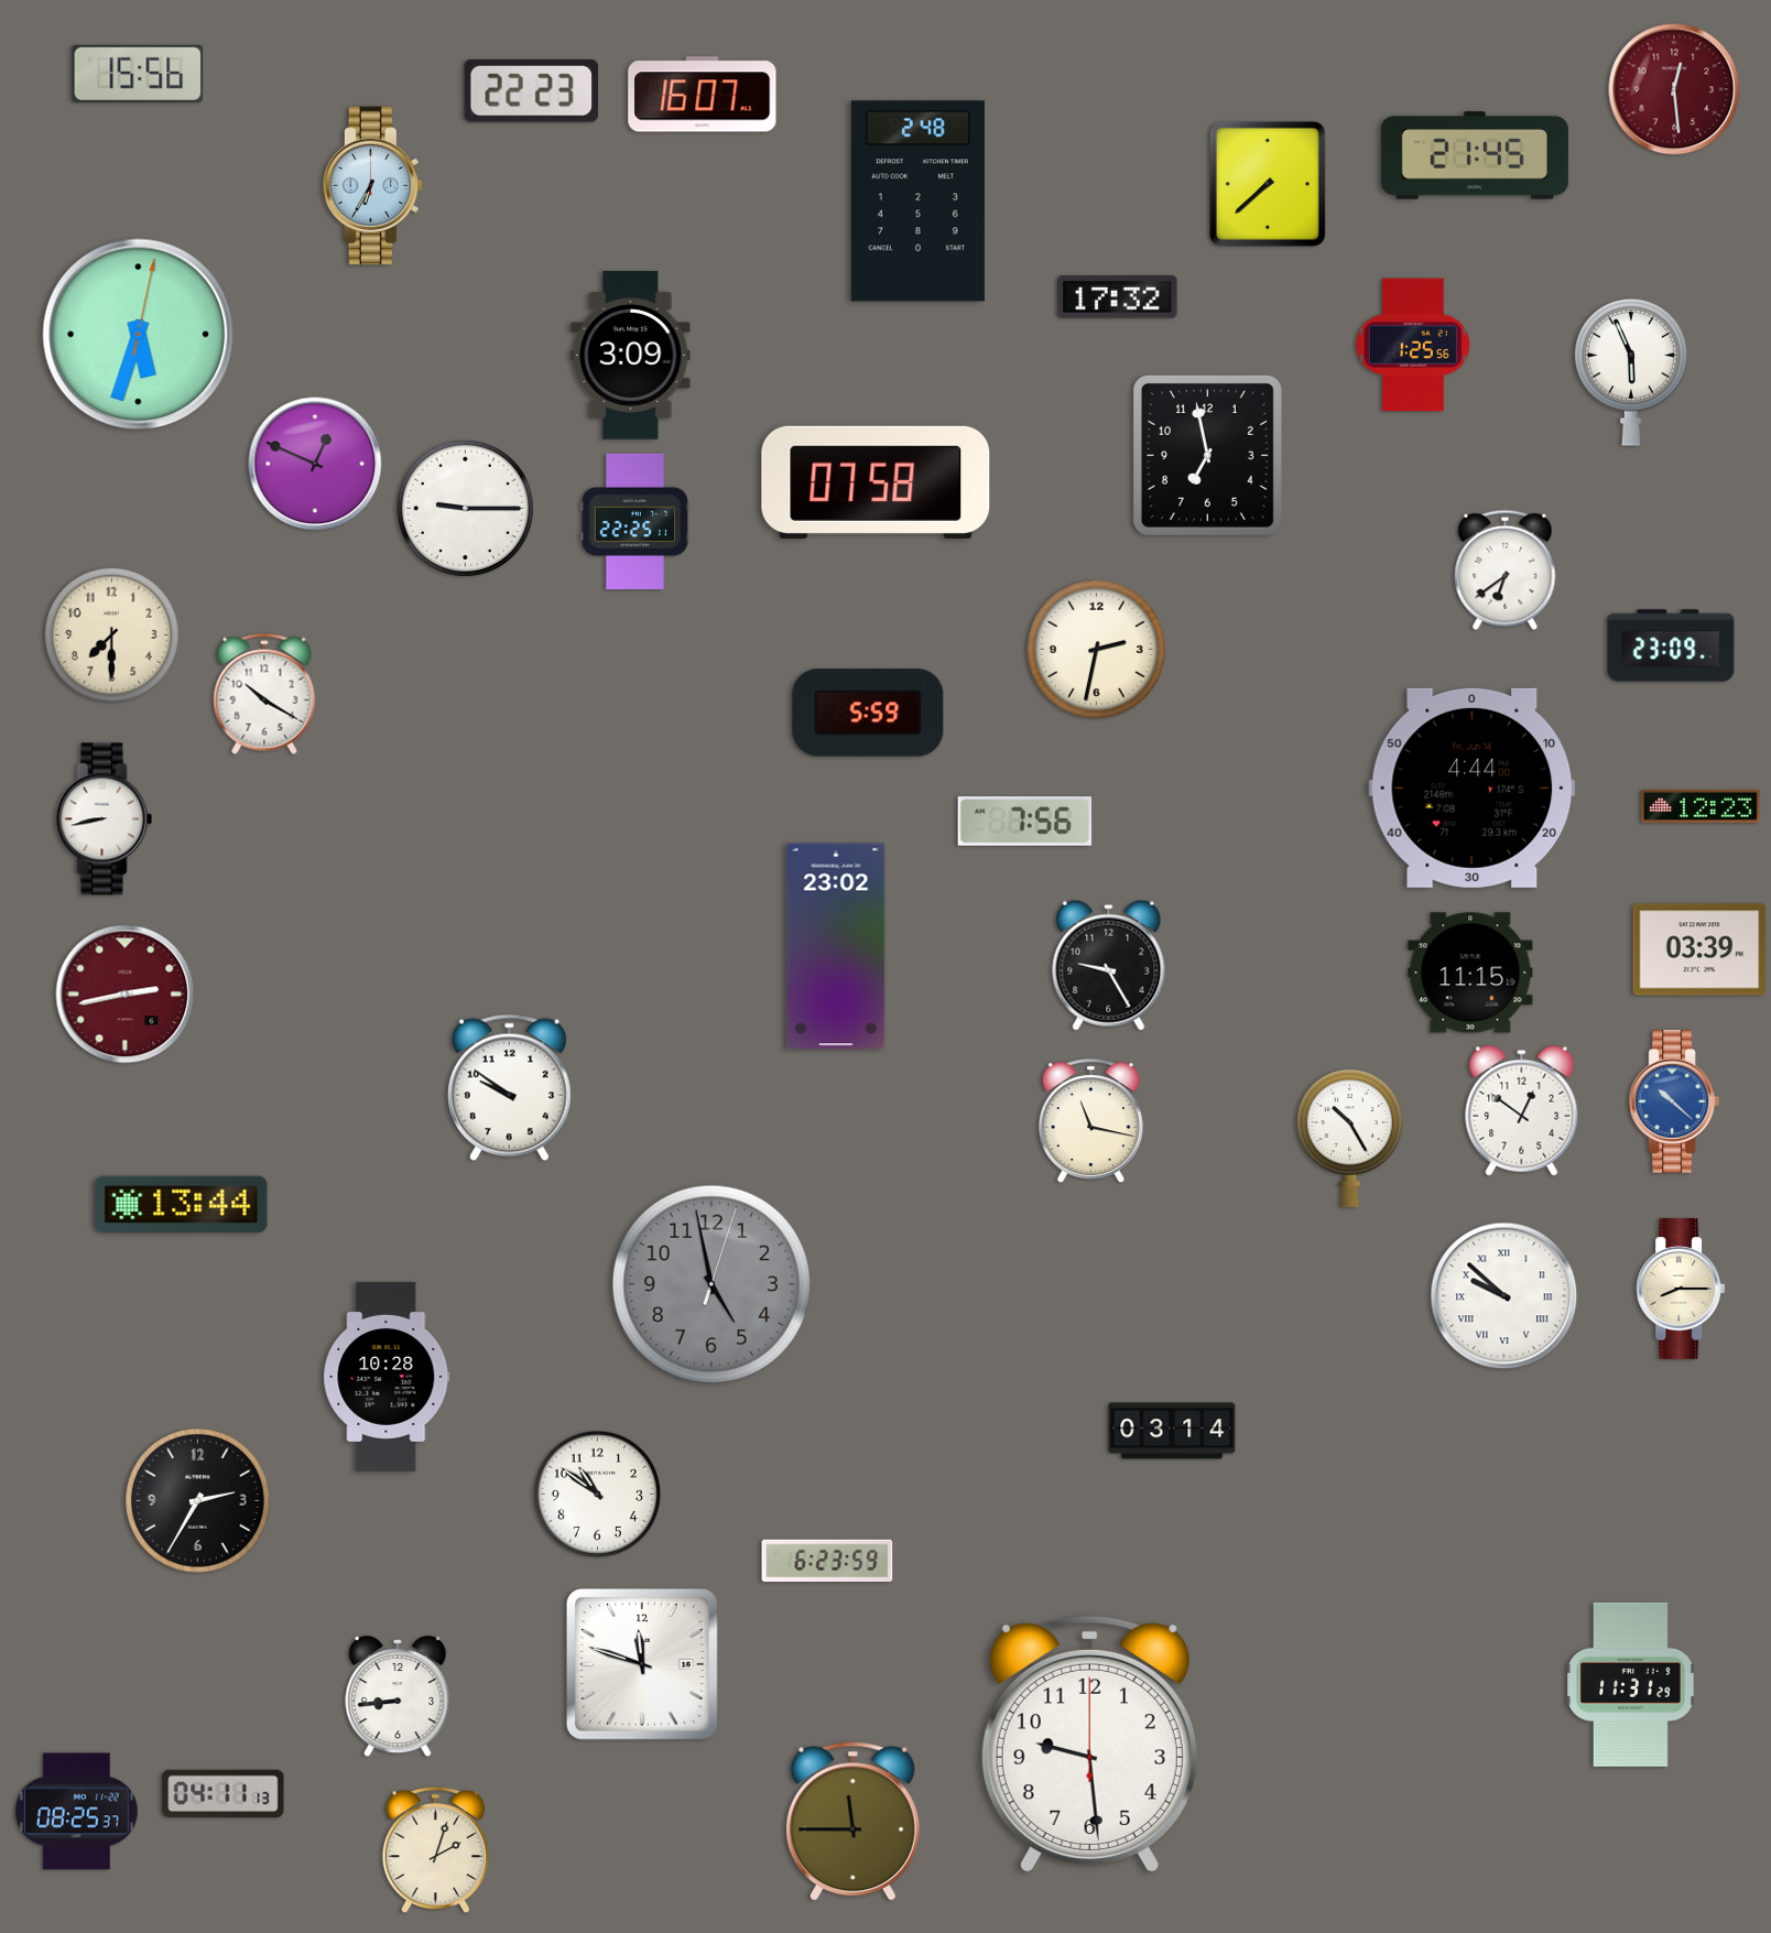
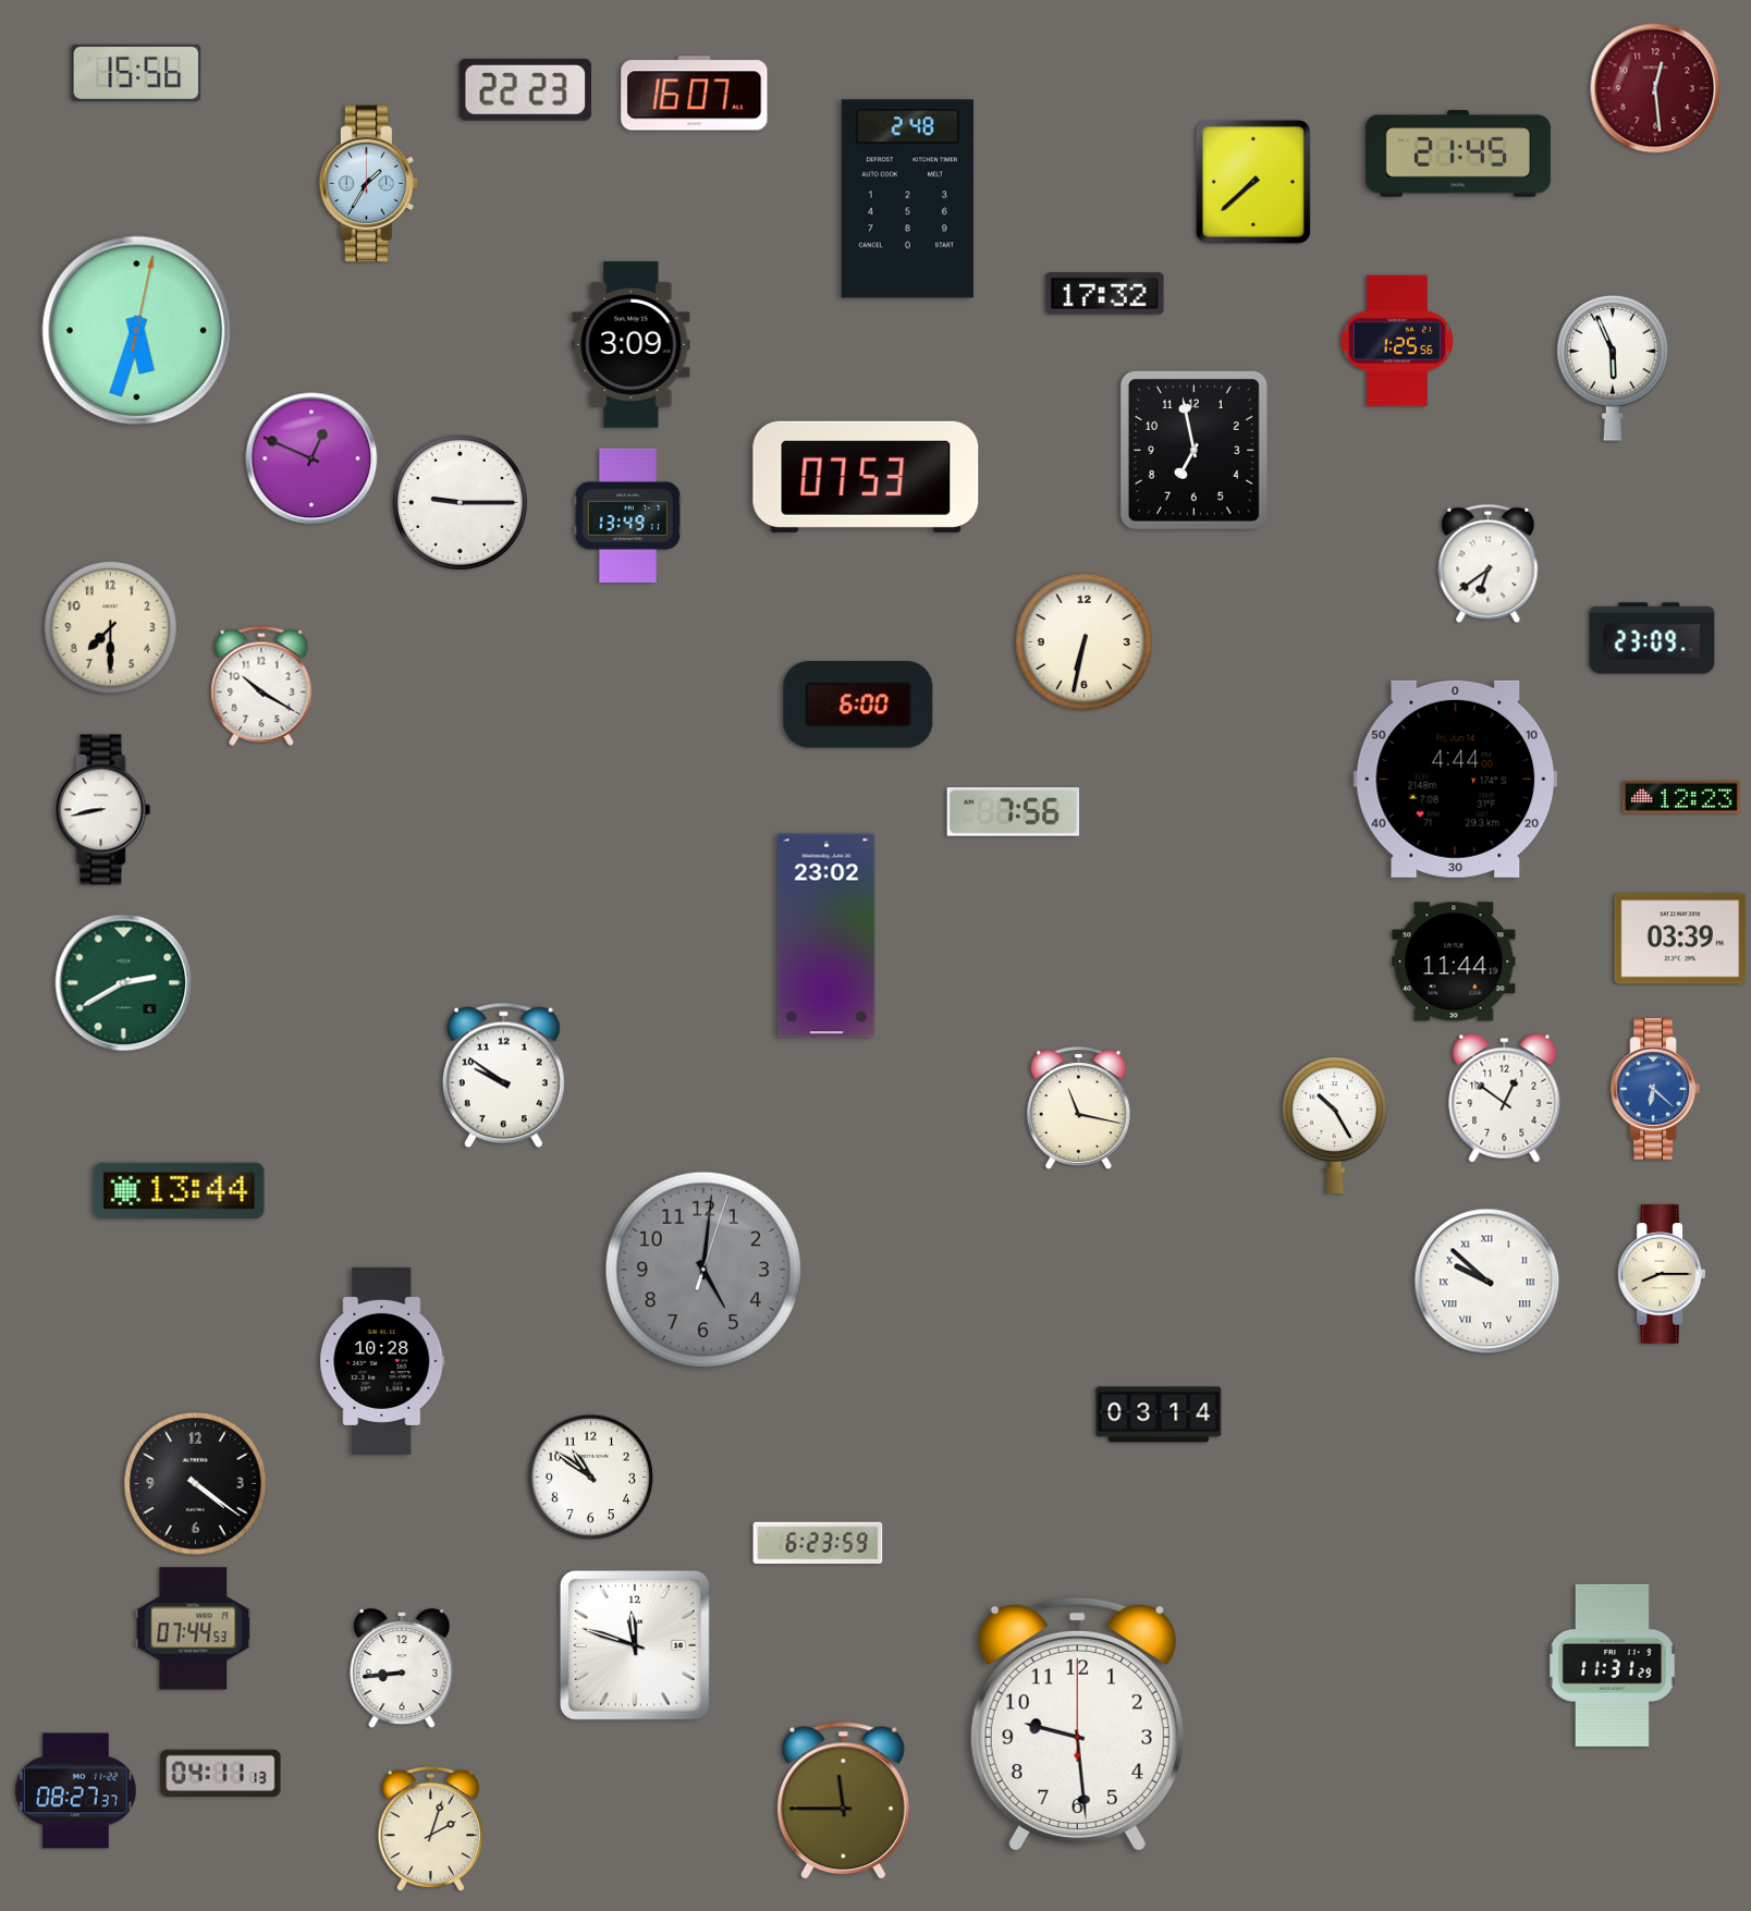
clock at (373, 186): 6:35 -> 1:35
clock at (631, 356) position: (631, 356) -> (632, 345)
clock at (876, 482): 07:58 -> 07:53
clock at (634, 521): 22:25 -> 13:49
clock at (1096, 649): 2:32 -> 6:32
clock at (868, 713): 5:59 -> 6:00
clock at (1109, 965): 9:25 -> none
clock at (1470, 973): 11:15 -> 11:44
clock at (126, 995): 2:43 -> 2:40
clock at (126, 995) dial: burgundy -> green
clock at (1674, 1101): 10:22 -> 6:22
clock at (711, 1284): 4:58 -> 5:01
clock at (198, 1501): 2:35 -> 4:21
clock at (194, 1629): none -> 07:44
clock at (398, 1696) position: (398, 1696) -> (402, 1668)
clock at (77, 1812): 08:25 -> 08:27
